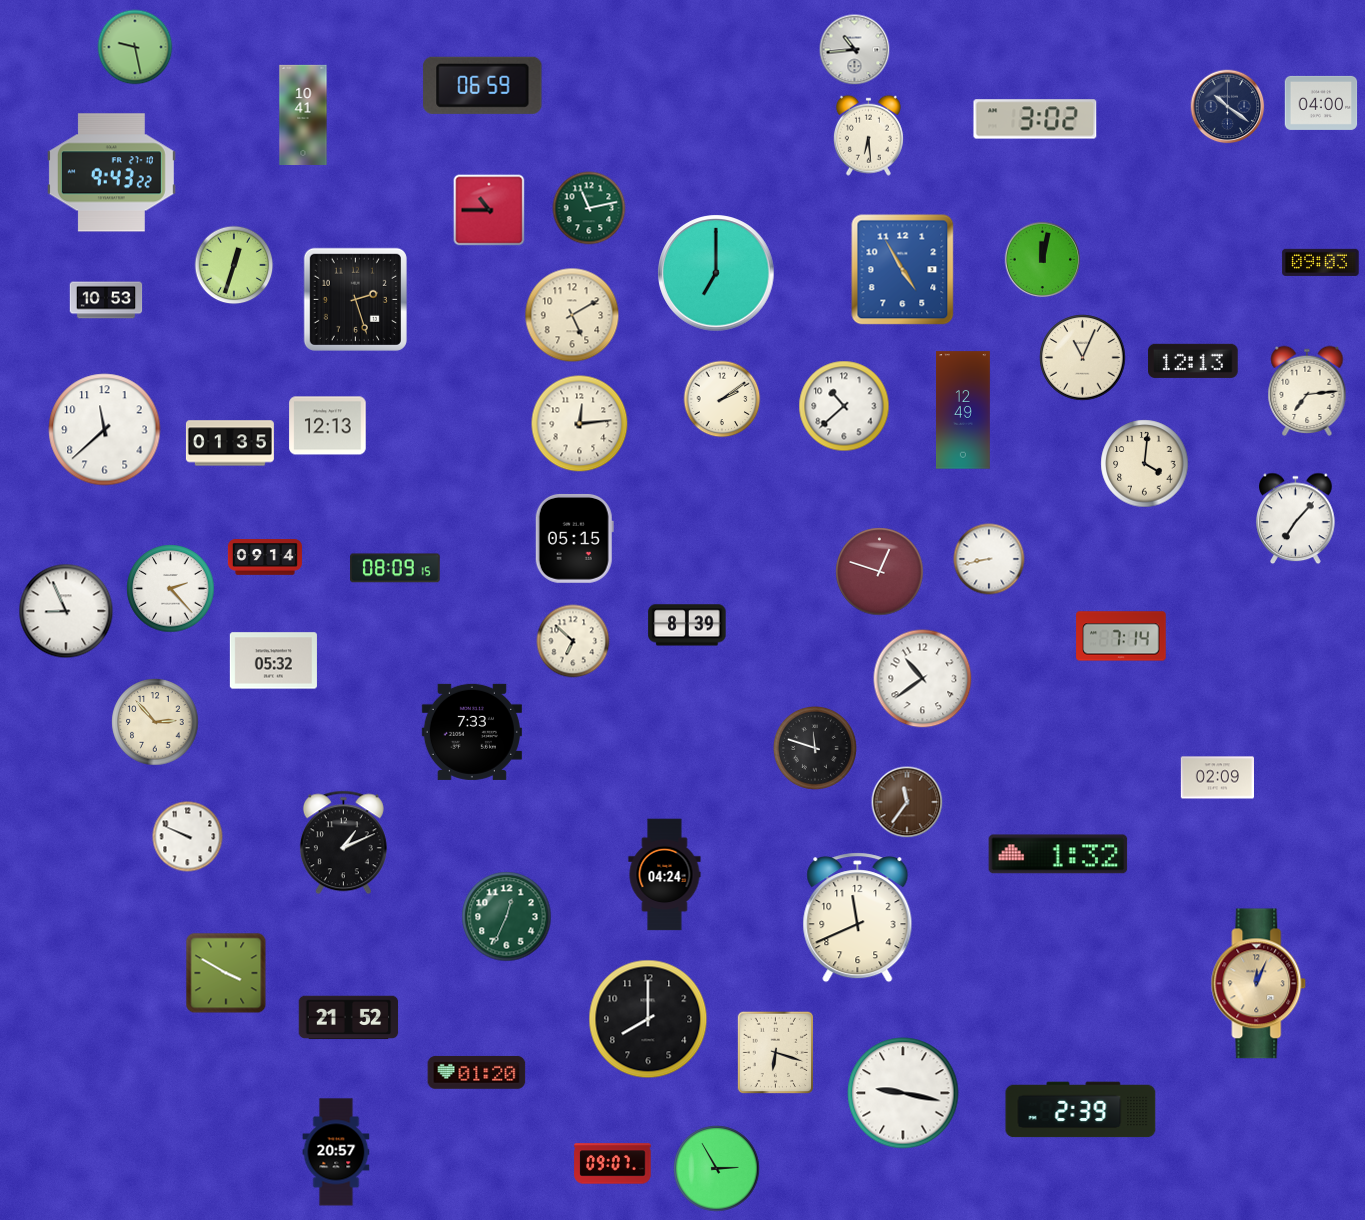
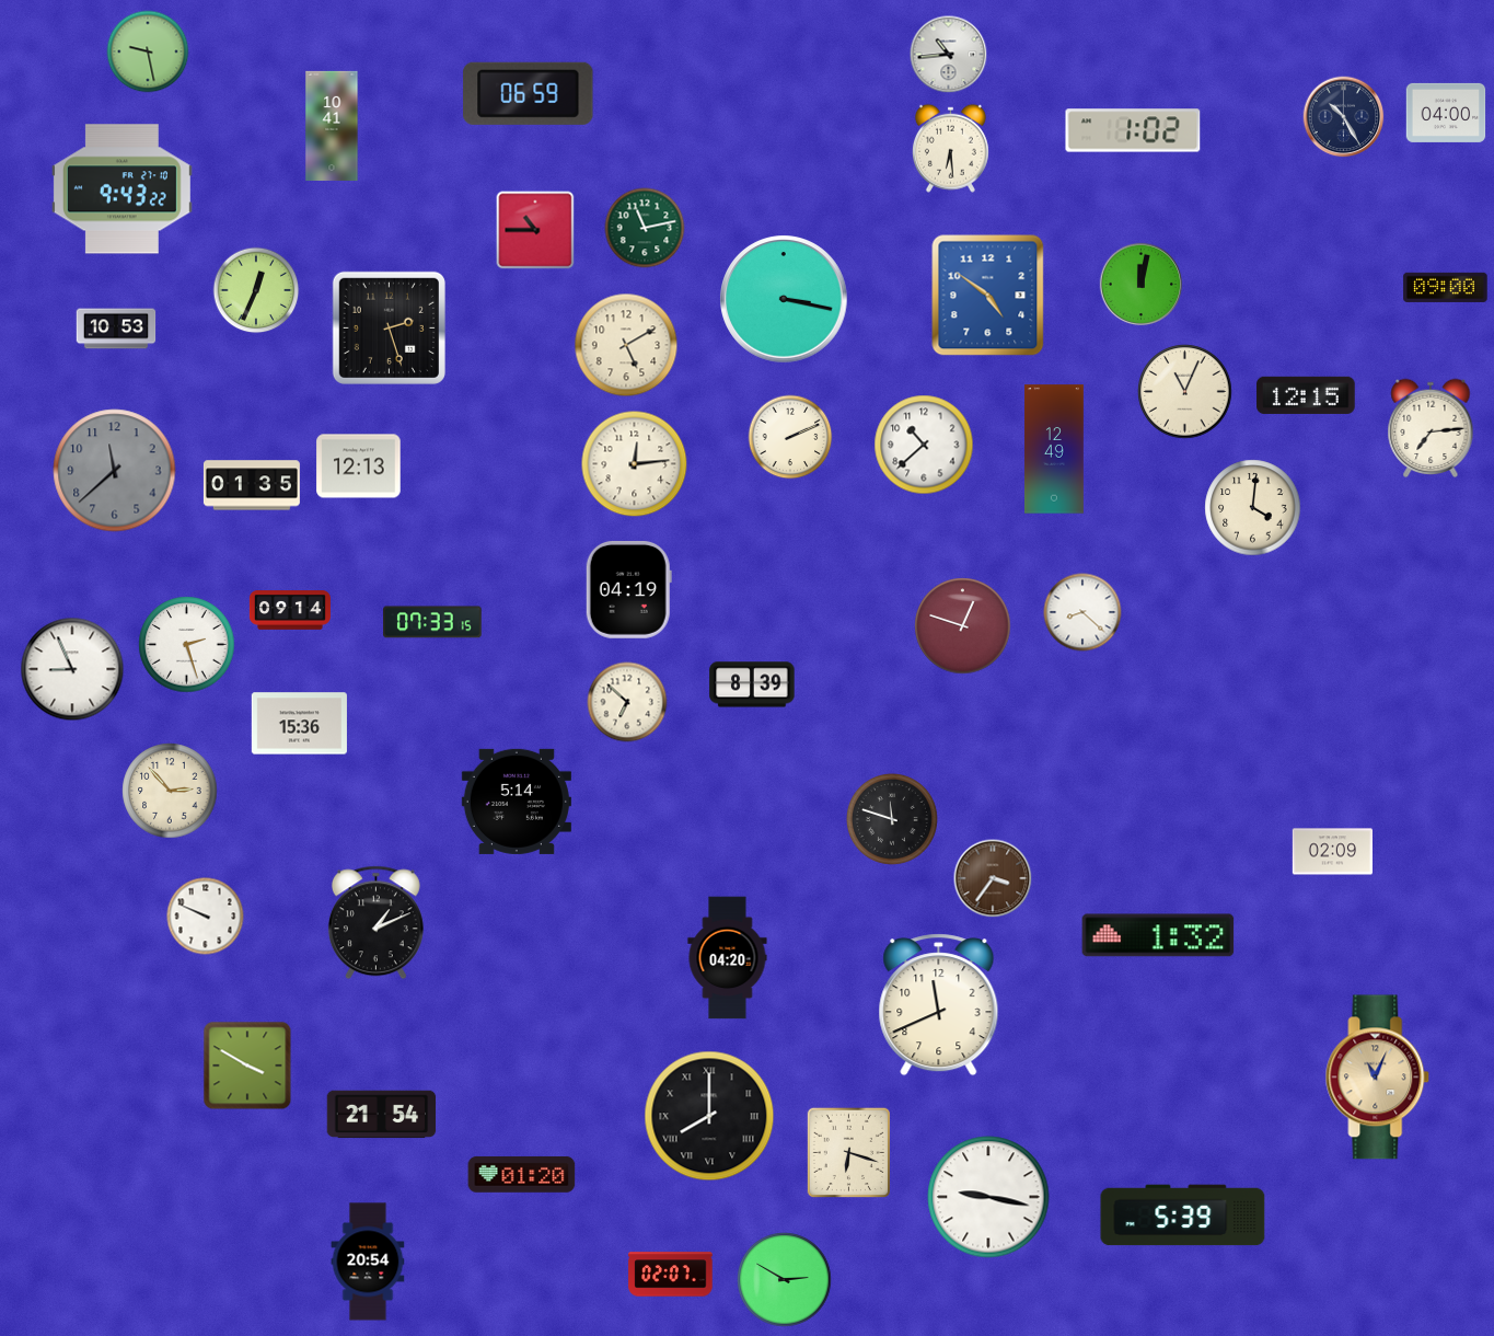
clock at (855, 50) position: (855, 50) -> (949, 55)
clock at (1228, 107): 10:21 -> 10:25
clock at (1035, 119): 3:02 -> 1:02
clock at (1321, 262): 09:03 -> 09:00
clock at (234, 265): 12:33 -> 12:34
clock at (903, 270): 4:55 -> 4:51
clock at (716, 273): 7:00 -> 3:17
clock at (1193, 361): 12:13 -> 12:15
clock at (722, 399): 2:09 -> 2:11
clock at (105, 430) dial: white -> grey
clock at (1296, 519): 7:07 -> none
clock at (574, 538): 05:15 -> 04:19
clock at (989, 559): 8:43 -> 8:22
clock at (395, 568): 08:09 -> 07:33
clock at (171, 589): 2:23 -> 2:27
clock at (1121, 636): 7:14 -> none
clock at (273, 661): 05:32 -> 15:36
clock at (923, 679): 10:39 -> none
clock at (472, 732): 7:33 -> 5:14
clock at (907, 802): 11:36 -> 3:36
clock at (665, 875): 04:24 -> 04:20
clock at (507, 917): 12:34 -> none
clock at (1259, 984): 12:04 -> 11:04
clock at (349, 1018): 21:52 -> 21:54
clock at (648, 1019) numerals: Arabic -> Roman
clock at (1081, 1110): 2:39 -> 5:39
clock at (336, 1152): 20:57 -> 20:54
clock at (613, 1164): 09:07 -> 02:07
clock at (717, 1169): 2:55 -> 2:50
